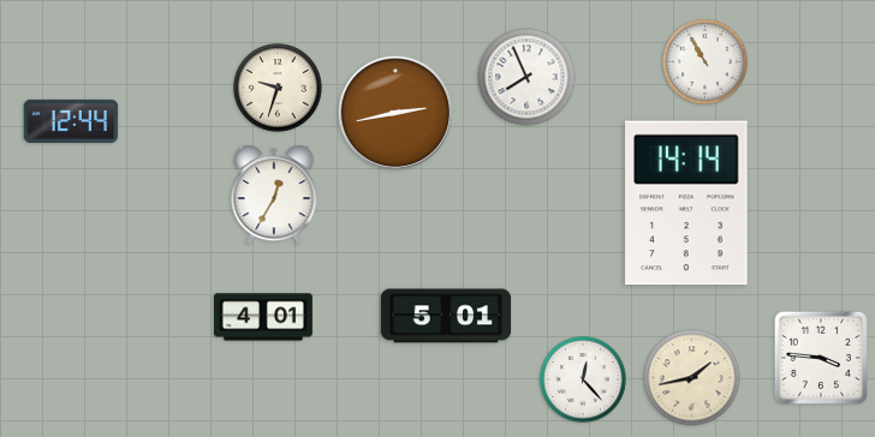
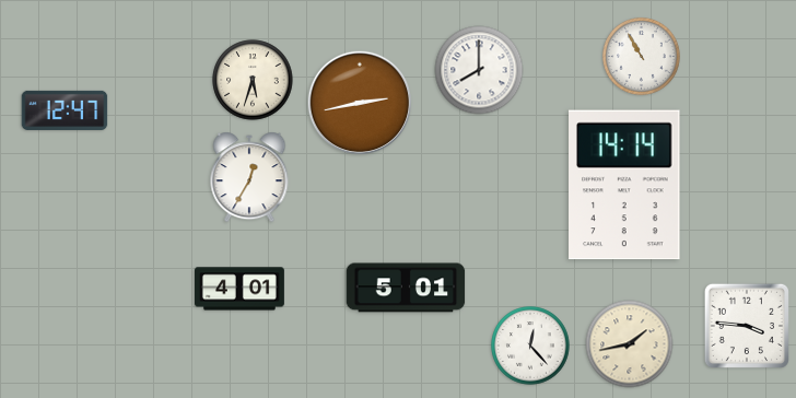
clock at (526, 77): 7:56 -> 8:00
clock at (278, 88): 9:33 -> 5:33
clock at (71, 121): 12:44 -> 12:47
